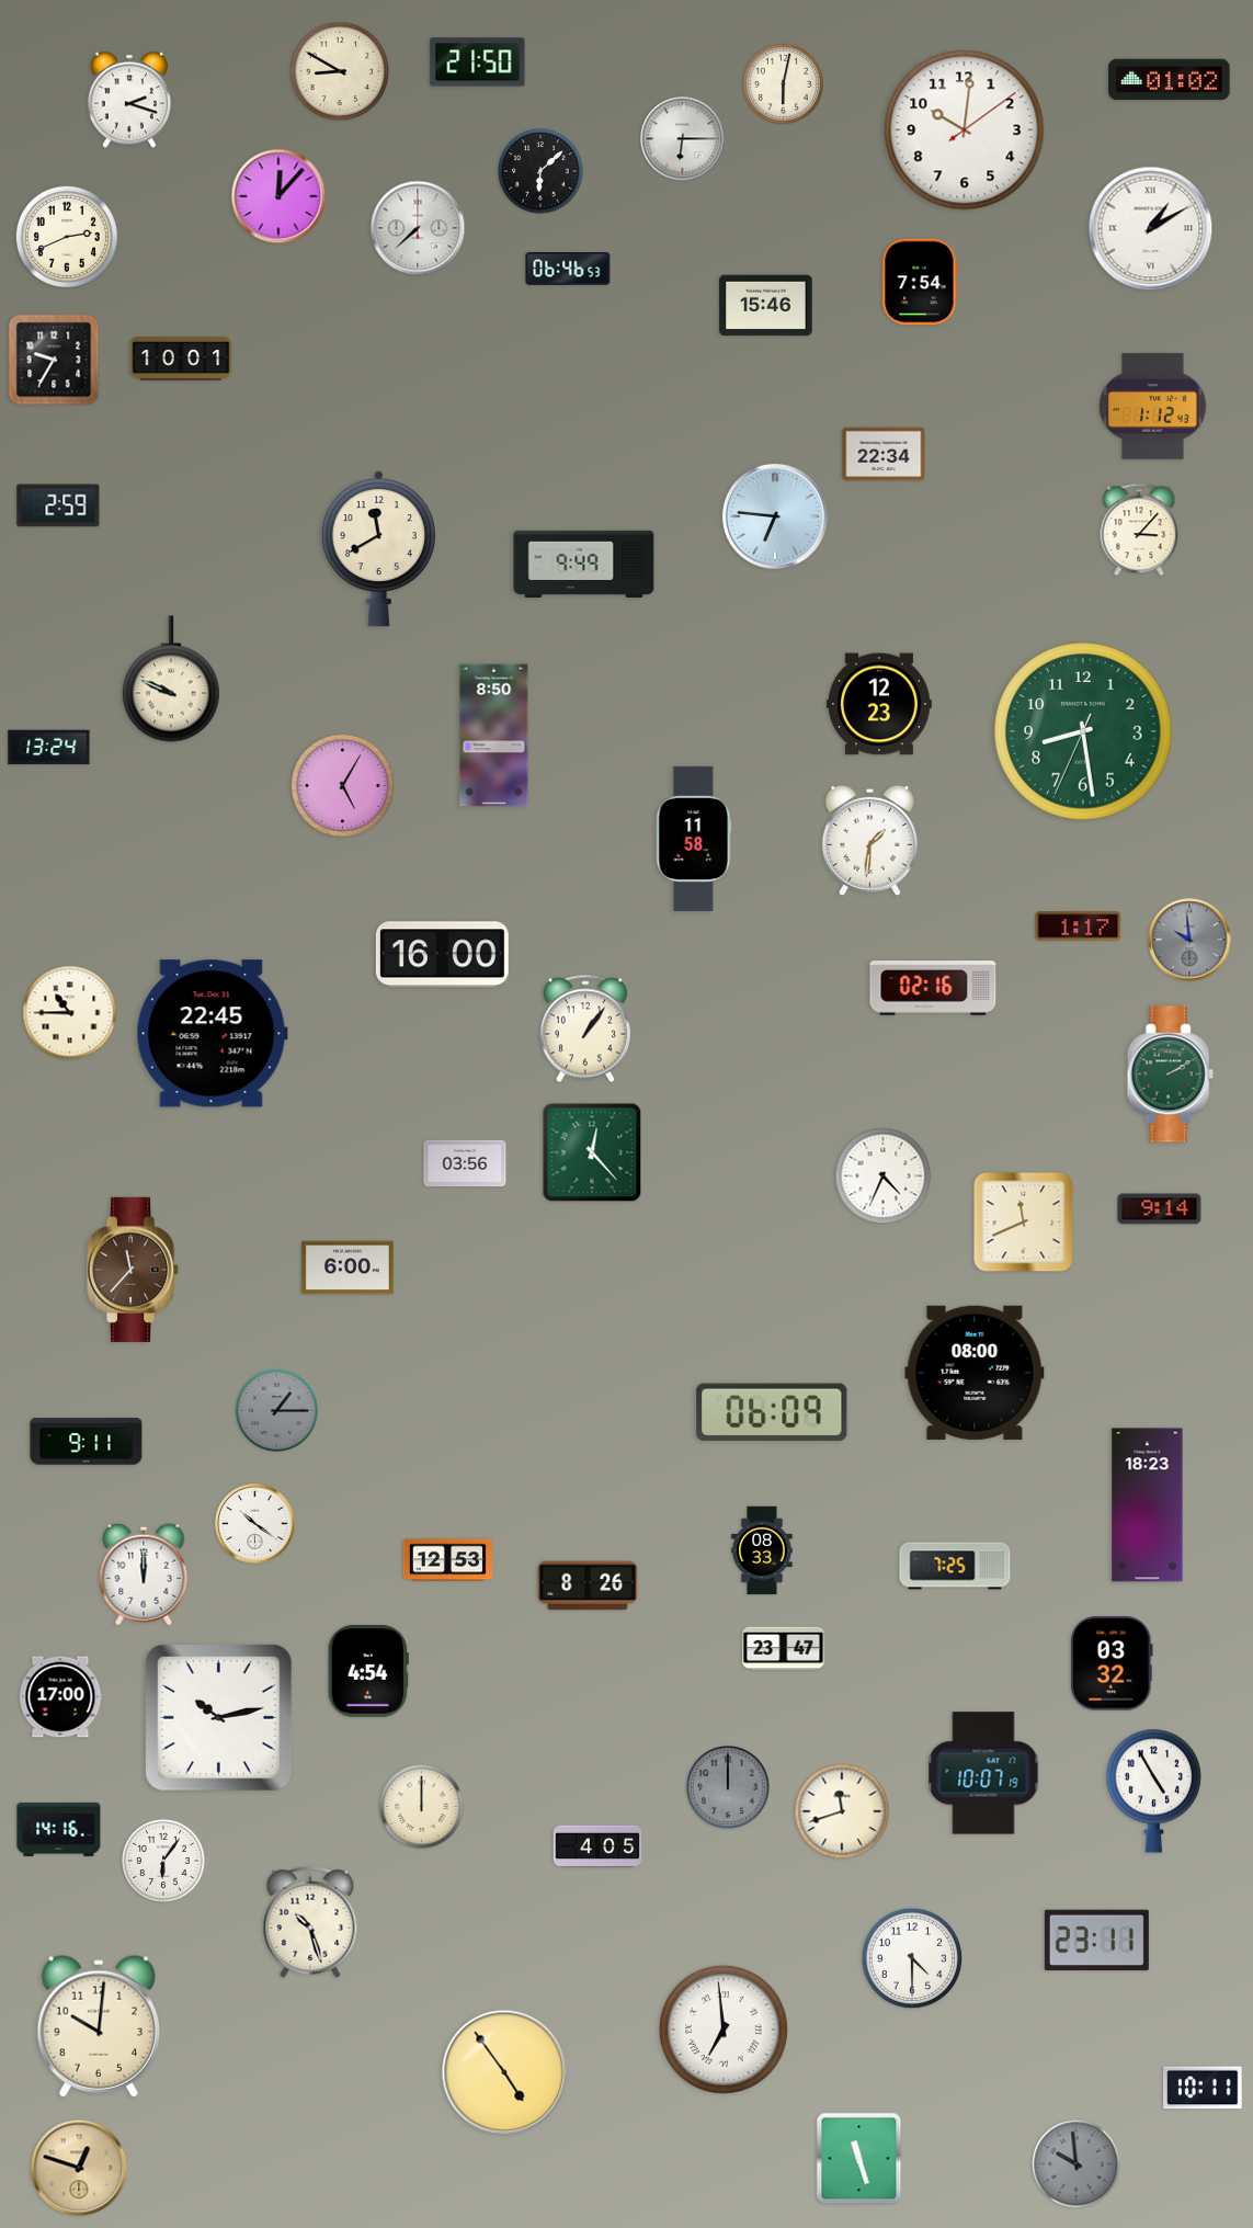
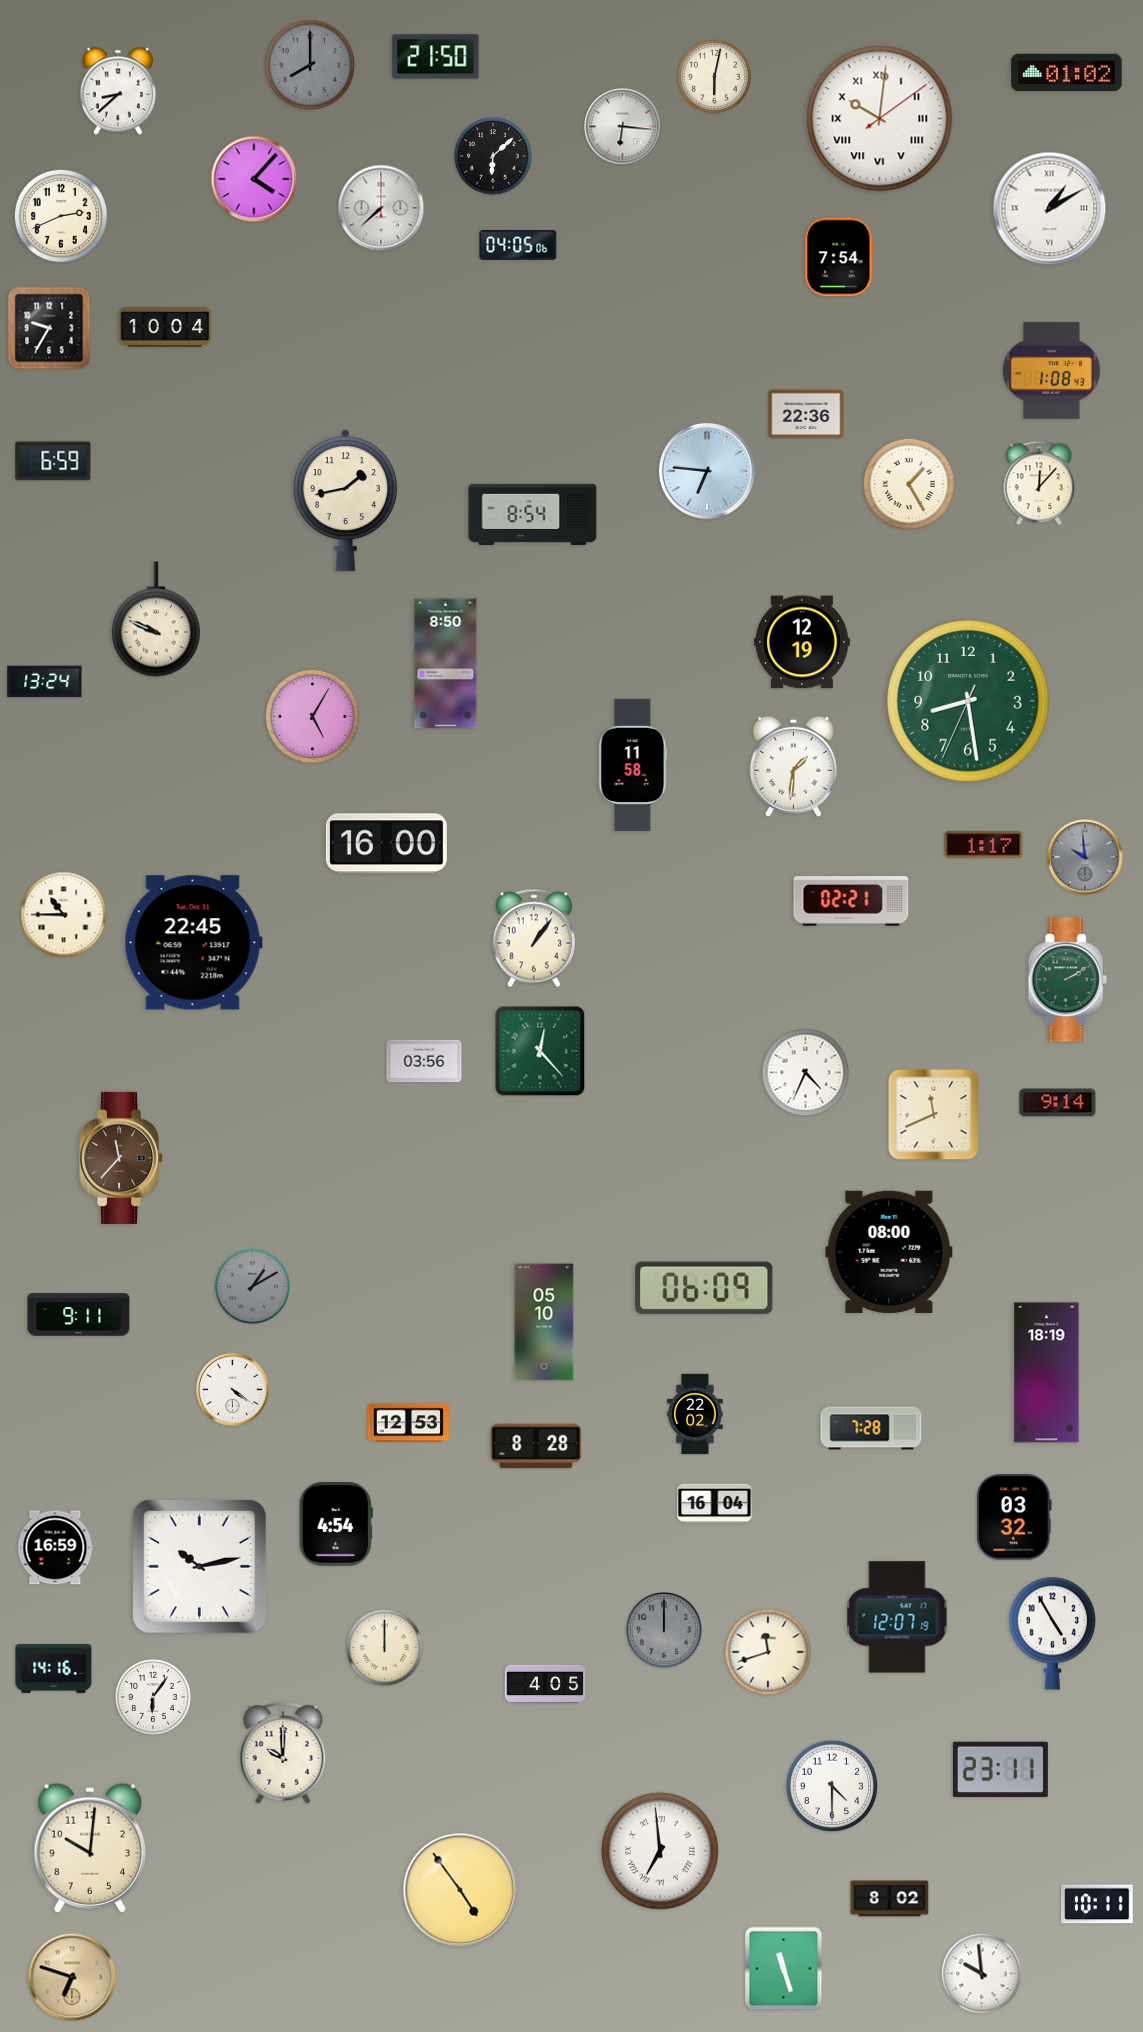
clock at (340, 71): 8:50 -> 8:00
clock at (340, 71) dial: cream -> grey
clock at (129, 100): 2:18 -> 8:38
clock at (965, 130) numerals: Arabic -> Roman
clock at (683, 139): 6:15 -> 6:16
clock at (278, 196): 12:07 -> 4:07
clock at (568, 270): 06:46 -> 04:05
clock at (766, 306): 15:46 -> none
clock at (181, 359): 10:01 -> 10:04
clock at (1153, 407): 1:12 -> 1:08
clock at (884, 454): 22:34 -> 22:36
clock at (58, 505): 2:59 -> 6:59
clock at (1139, 530): 3:07 -> 12:07
clock at (909, 484): none -> 1:25
clock at (378, 548): 11:40 -> 1:43
clock at (584, 564): 9:49 -> 8:54
clock at (879, 704): 12:23 -> 12:19
clock at (1083, 731) position: (1083, 731) -> (968, 701)
clock at (494, 736) position: (494, 736) -> (446, 664)
clock at (442, 955) position: (442, 955) -> (386, 844)
clock at (933, 988): 02:16 -> 02:21
clock at (70, 1013) position: (70, 1013) -> (64, 915)
clock at (348, 1268): 6:00 -> none
clock at (276, 1410): 1:15 -> 1:10
clock at (544, 1322): none -> 05:10
clock at (1148, 1505): 18:23 -> 18:19
clock at (255, 1524): 10:21 -> 4:21
clock at (762, 1550): 08:33 -> 22:02
clock at (955, 1566): 7:25 -> 7:28
clock at (144, 1575): 12:00 -> none
clock at (588, 1585): 8:26 -> 8:28
clock at (784, 1649): 23:47 -> 16:04
clock at (61, 1697): 17:00 -> 16:59
clock at (983, 1773): 10:07 -> 12:07
clock at (163, 1861) position: (163, 1861) -> (153, 1697)
clock at (310, 1923): 10:27 -> 10:00
clock at (890, 1899): none -> 8:02
clock at (1077, 2164) dial: grey -> white
clock at (79, 2168): 12:48 -> 6:48
